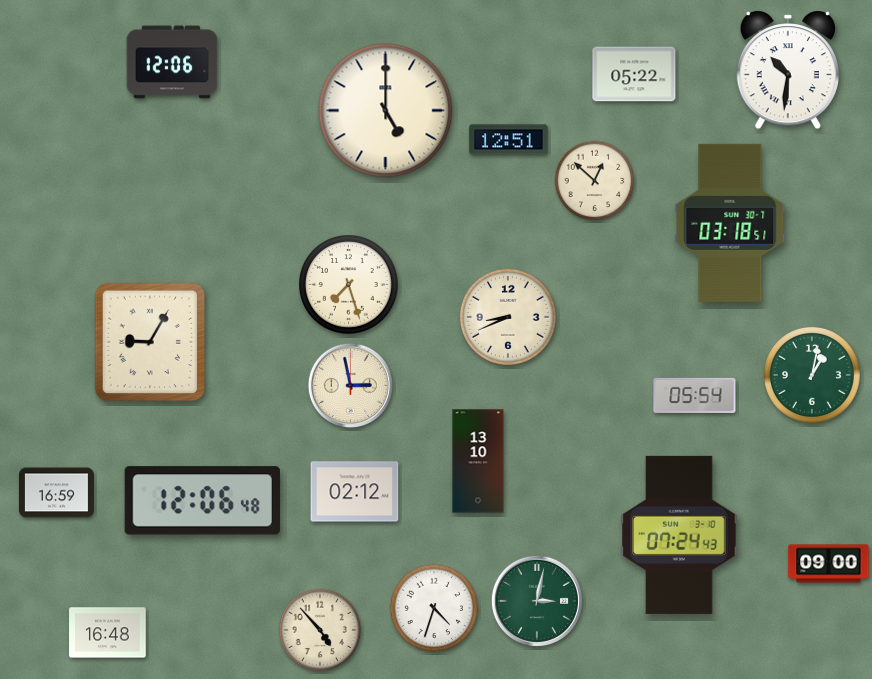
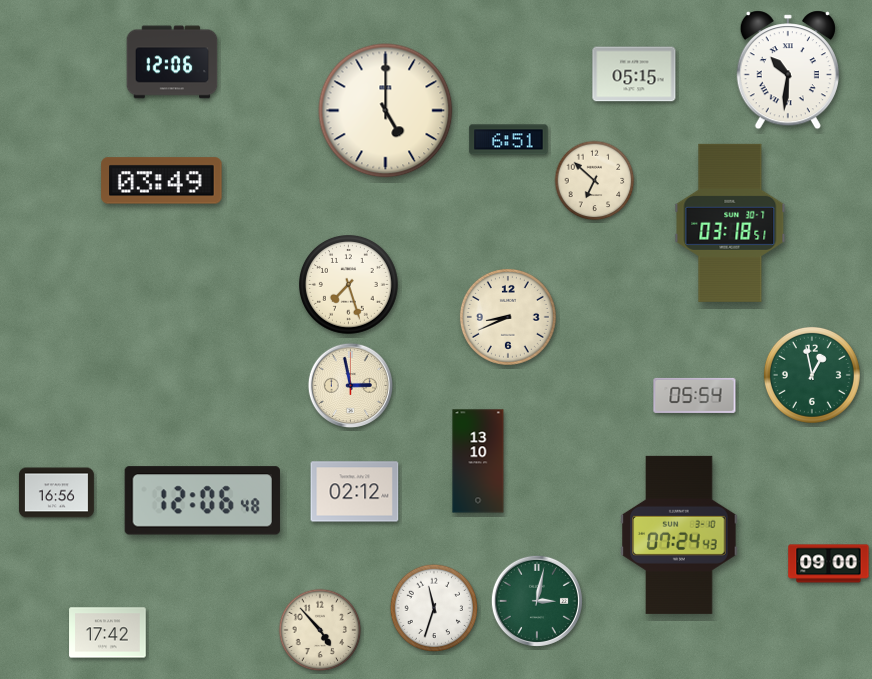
clock at (634, 74): 05:22 -> 05:15
clock at (509, 140): 12:51 -> 6:51
clock at (162, 181): none -> 03:49
clock at (595, 181): 12:52 -> 6:52
clock at (149, 341): 9:05 -> none
clock at (812, 375): 1:02 -> 12:58
clock at (56, 493): 16:59 -> 16:56
clock at (433, 607): 4:33 -> 11:33
clock at (108, 633): 16:48 -> 17:42
